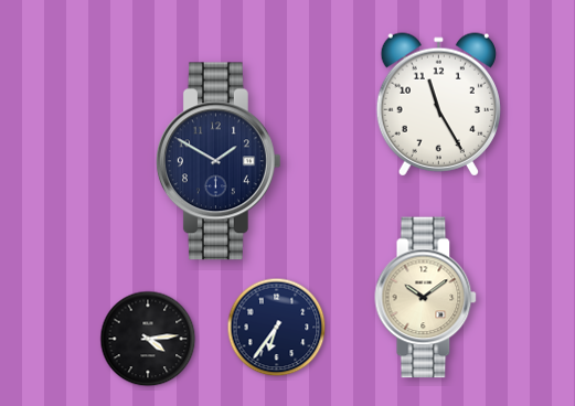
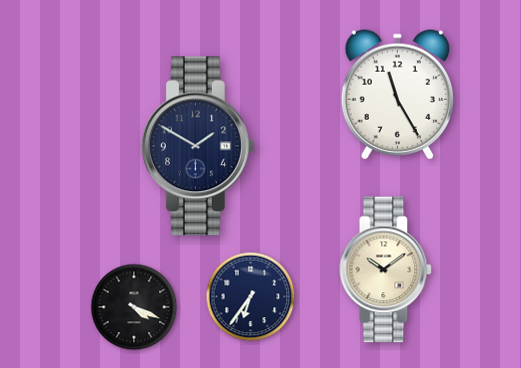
clock at (148, 339): 4:14 -> 4:19
